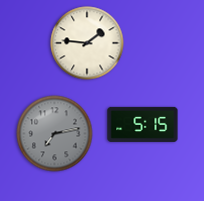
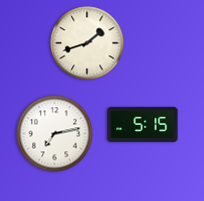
clock at (87, 43): 1:46 -> 1:42
clock at (55, 134) dial: grey -> white
